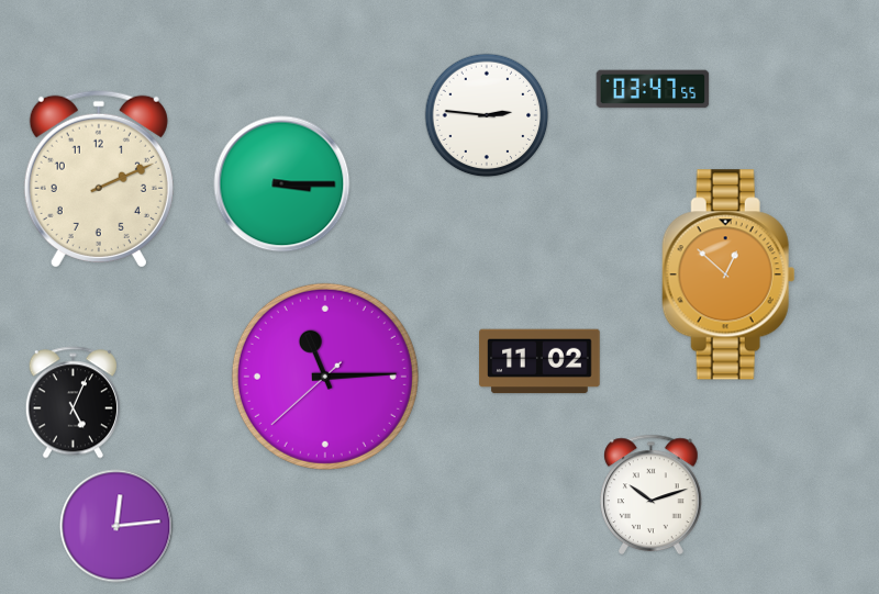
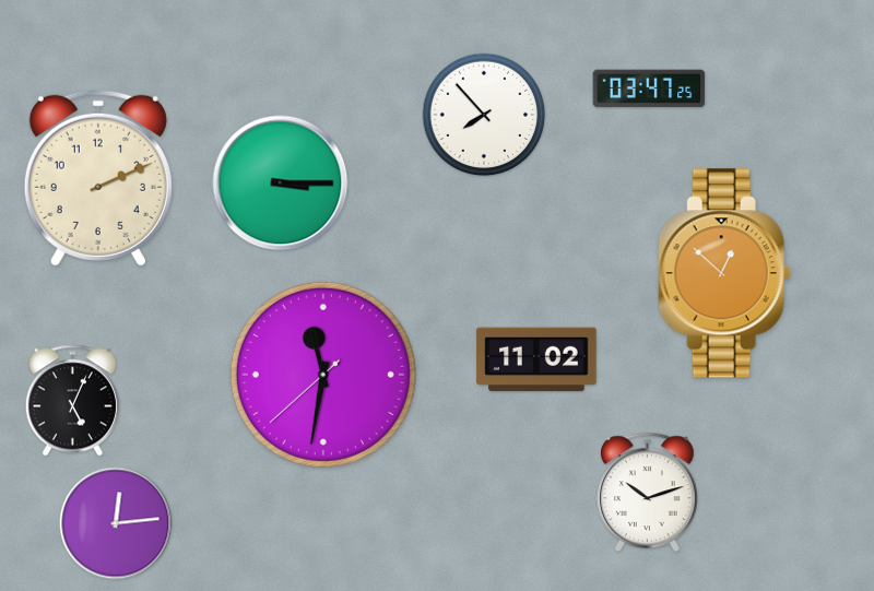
clock at (653, 89): 03:47:55 -> 03:47:25
clock at (487, 115): 2:46 -> 7:53
clock at (325, 377): 11:14 -> 11:31
